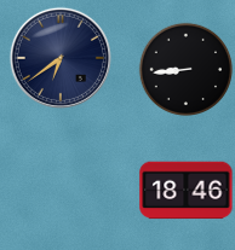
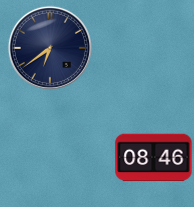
clock at (185, 69): 8:44 -> none
clock at (187, 191): 18:46 -> 08:46
